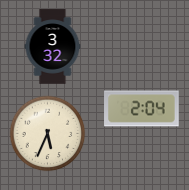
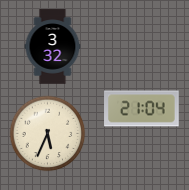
clock at (142, 109): 2:04 -> 21:04
